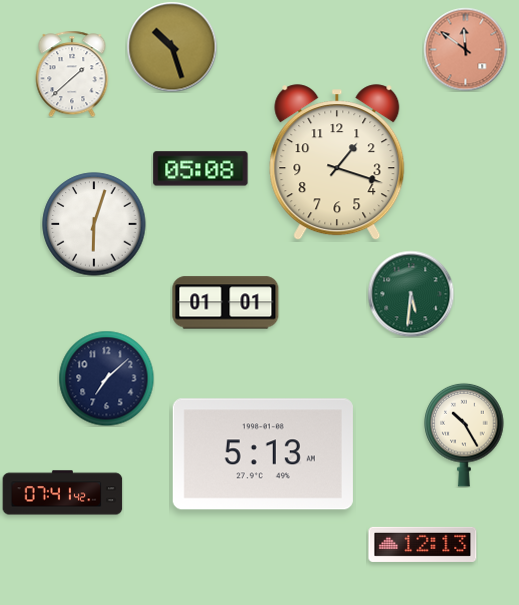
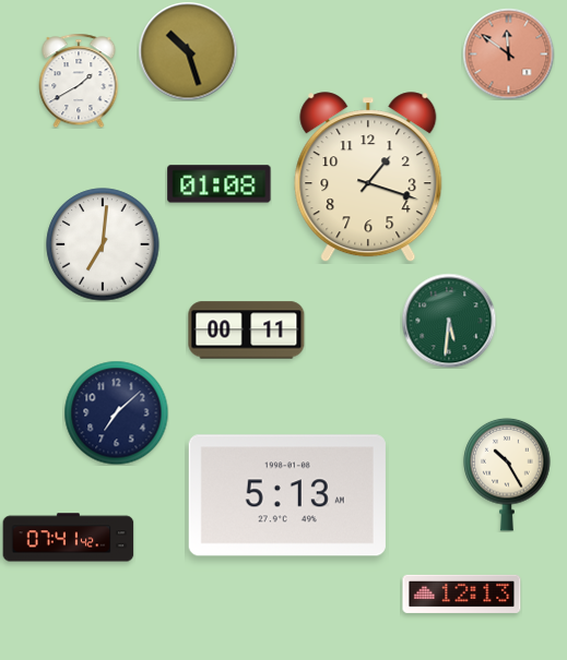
clock at (72, 74): 1:38 -> 1:40
clock at (201, 169): 05:08 -> 01:08
clock at (94, 224): 6:03 -> 7:01
clock at (226, 303): 01:01 -> 00:11
